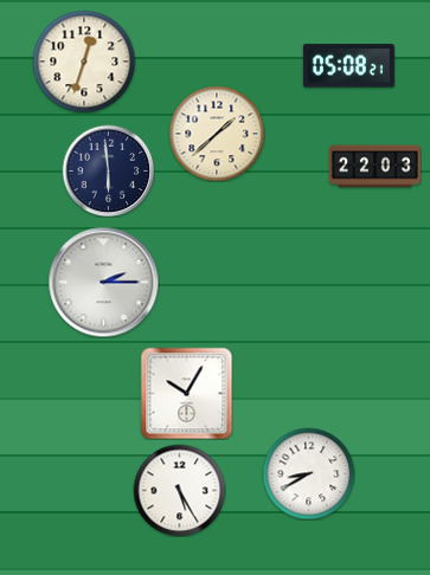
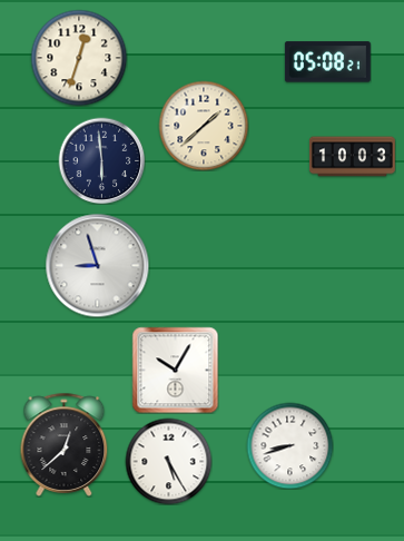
clock at (374, 167): 22:03 -> 10:03
clock at (103, 282): 2:15 -> 8:57
clock at (65, 444): none -> 12:38
clock at (308, 473): 8:40 -> 8:42
